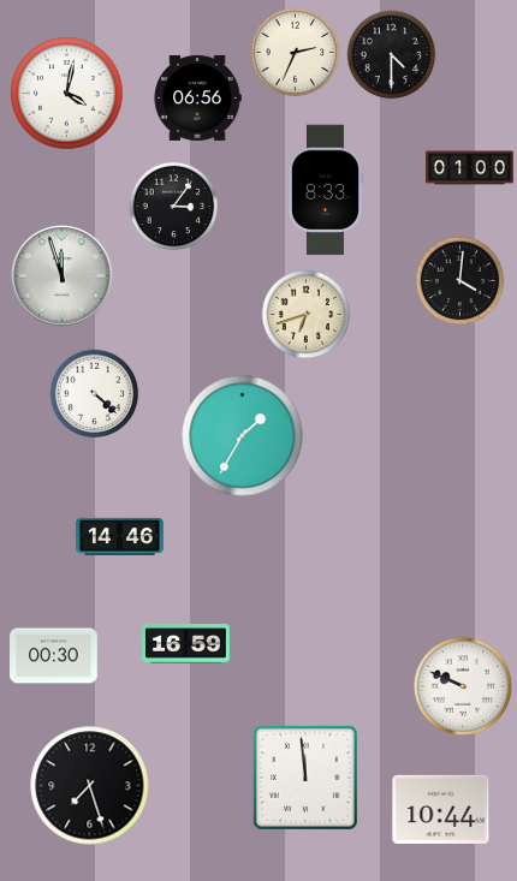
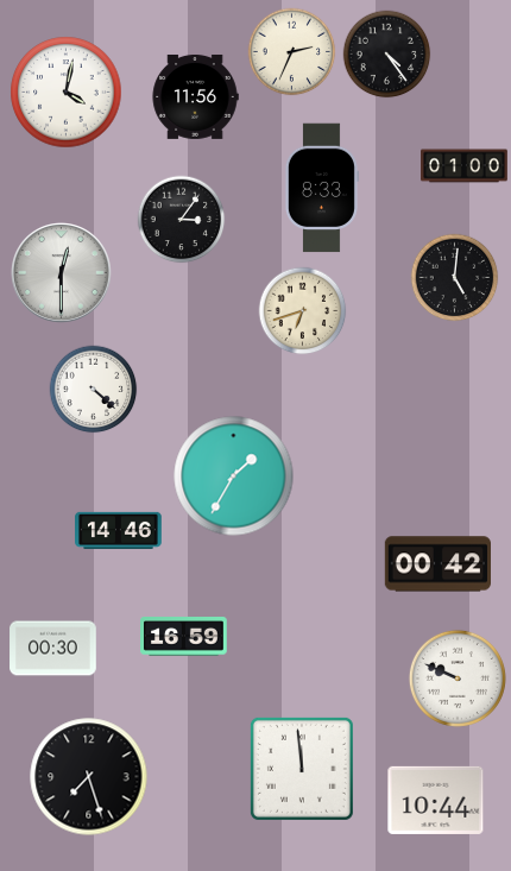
clock at (392, 55): 4:30 -> 4:24
clock at (197, 97): 06:56 -> 11:56
clock at (174, 207) position: (174, 207) -> (182, 220)
clock at (63, 276): 11:57 -> 12:30
clock at (460, 281): 4:01 -> 5:01
clock at (243, 436) position: (243, 436) -> (234, 476)
clock at (437, 564): none -> 00:42
